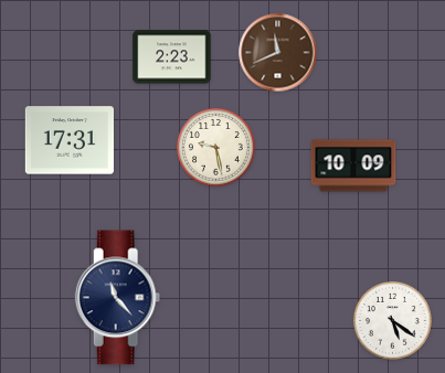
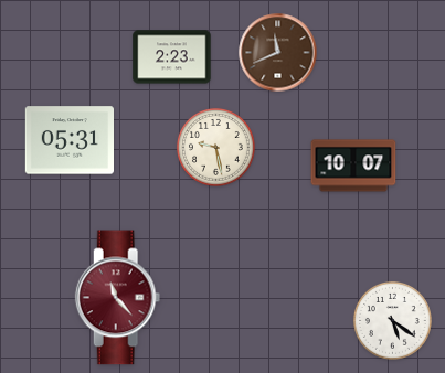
clock at (68, 140): 17:31 -> 05:31
clock at (353, 166): 10:09 -> 10:07
clock at (118, 298) dial: navy -> burgundy
